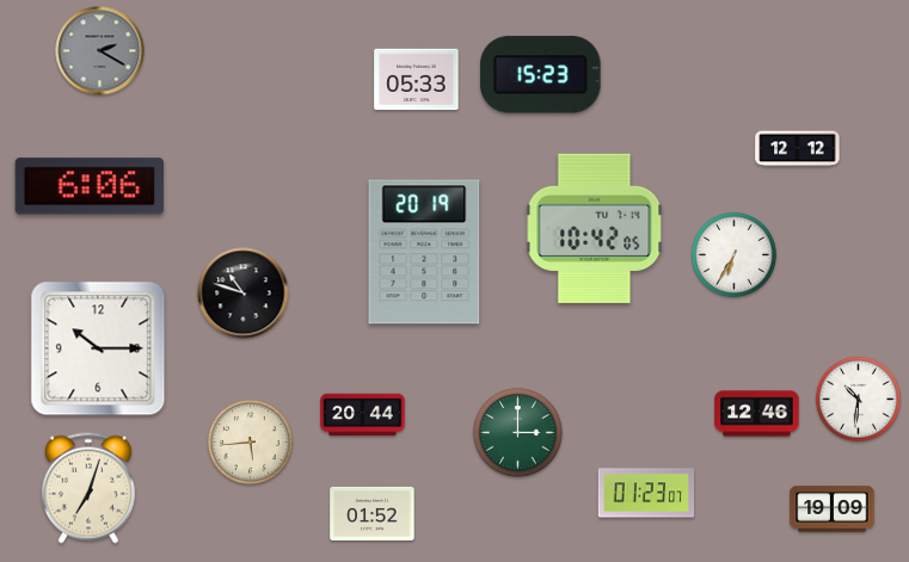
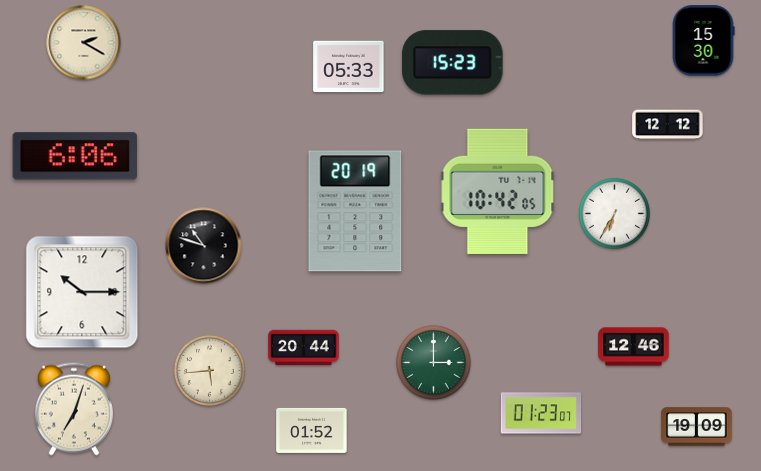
clock at (703, 41): none -> 15:30
clock at (100, 51) dial: grey -> cream
clock at (858, 399): 10:31 -> none
